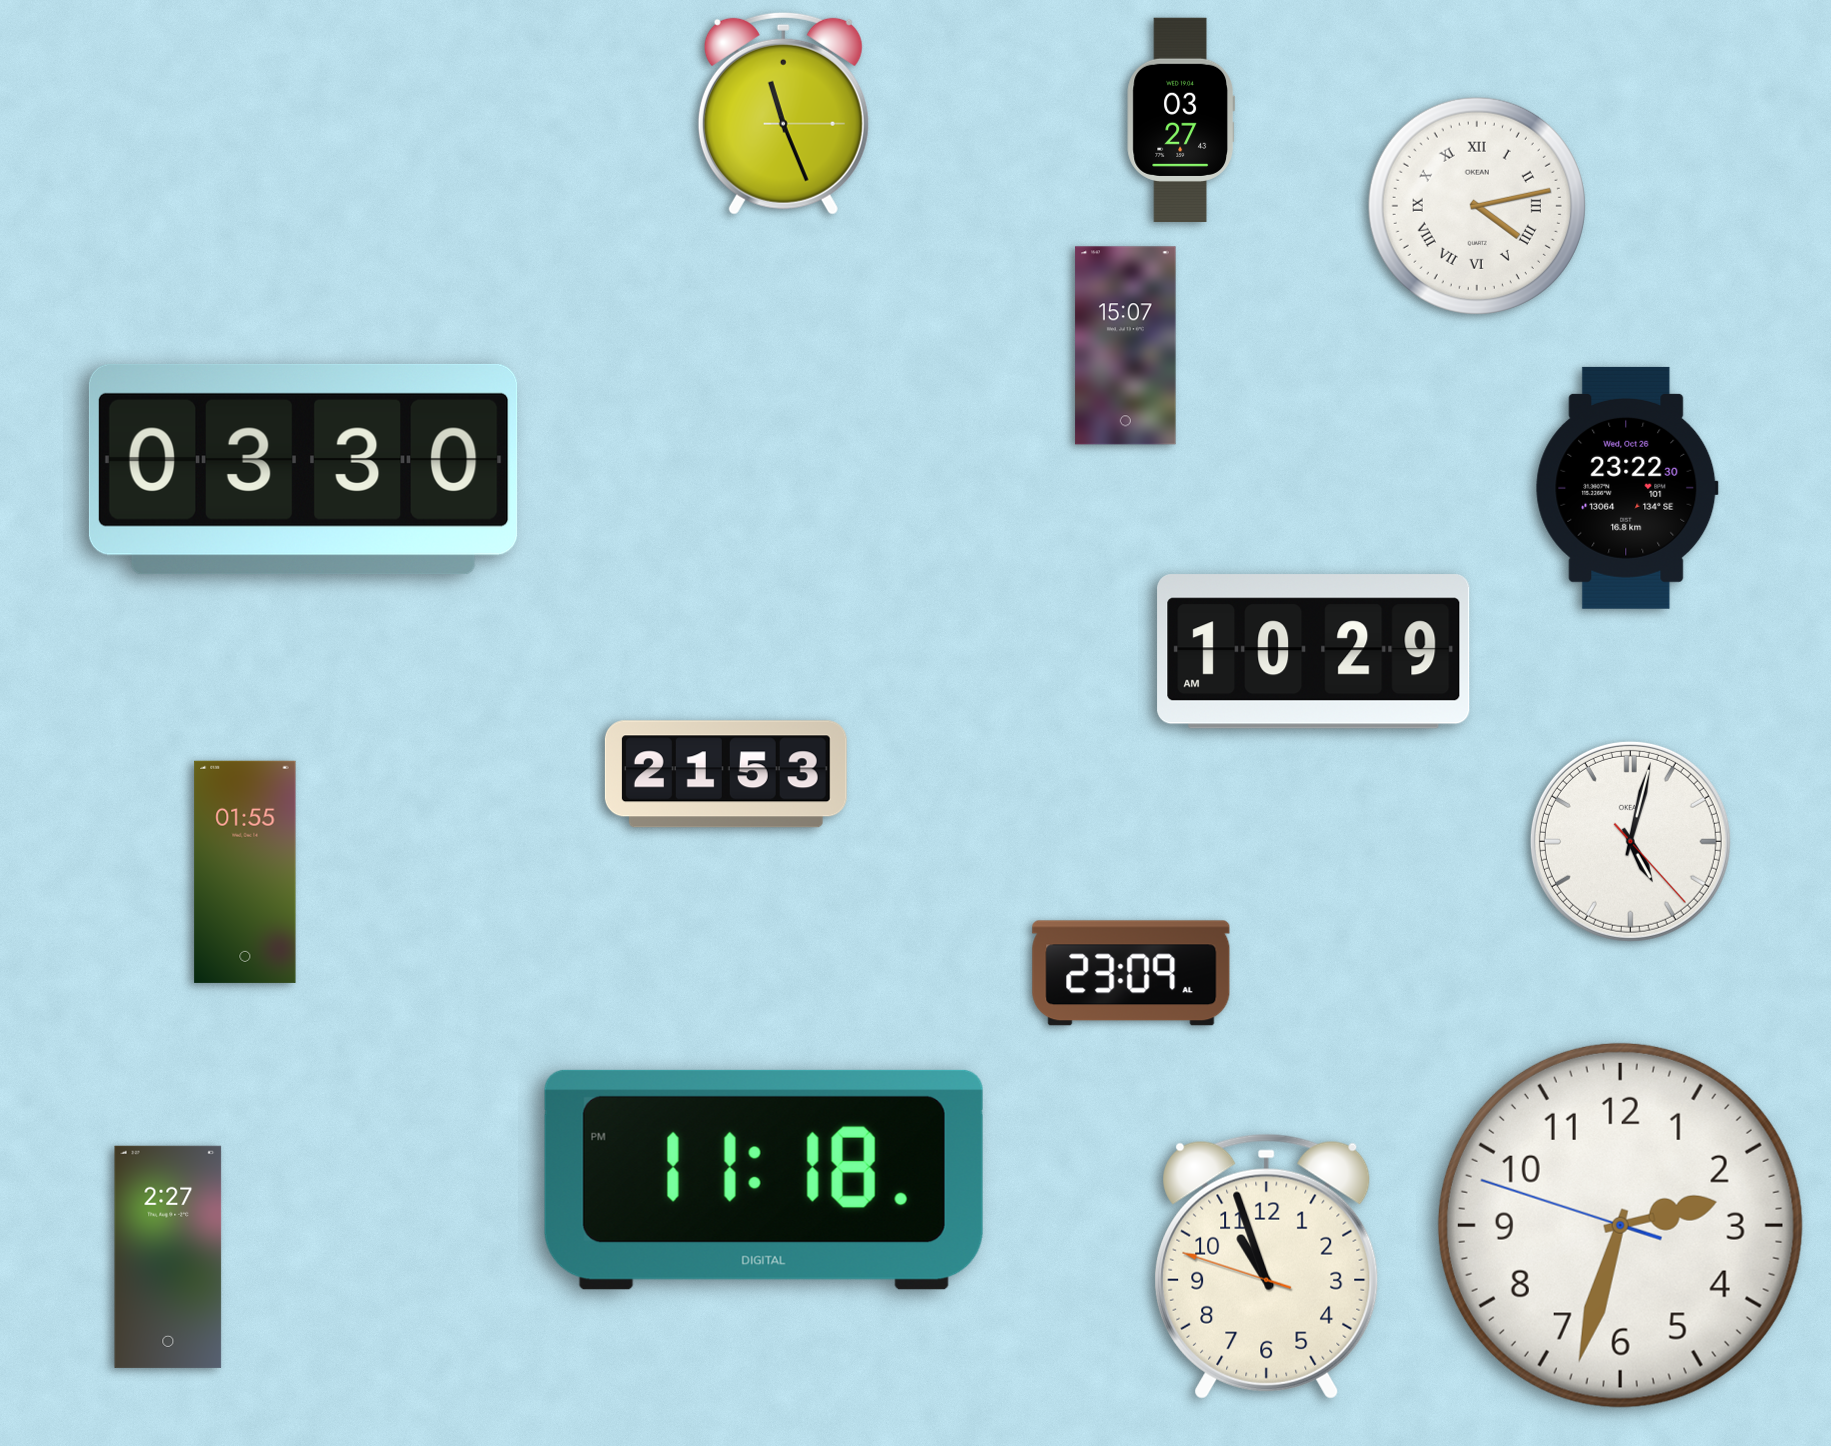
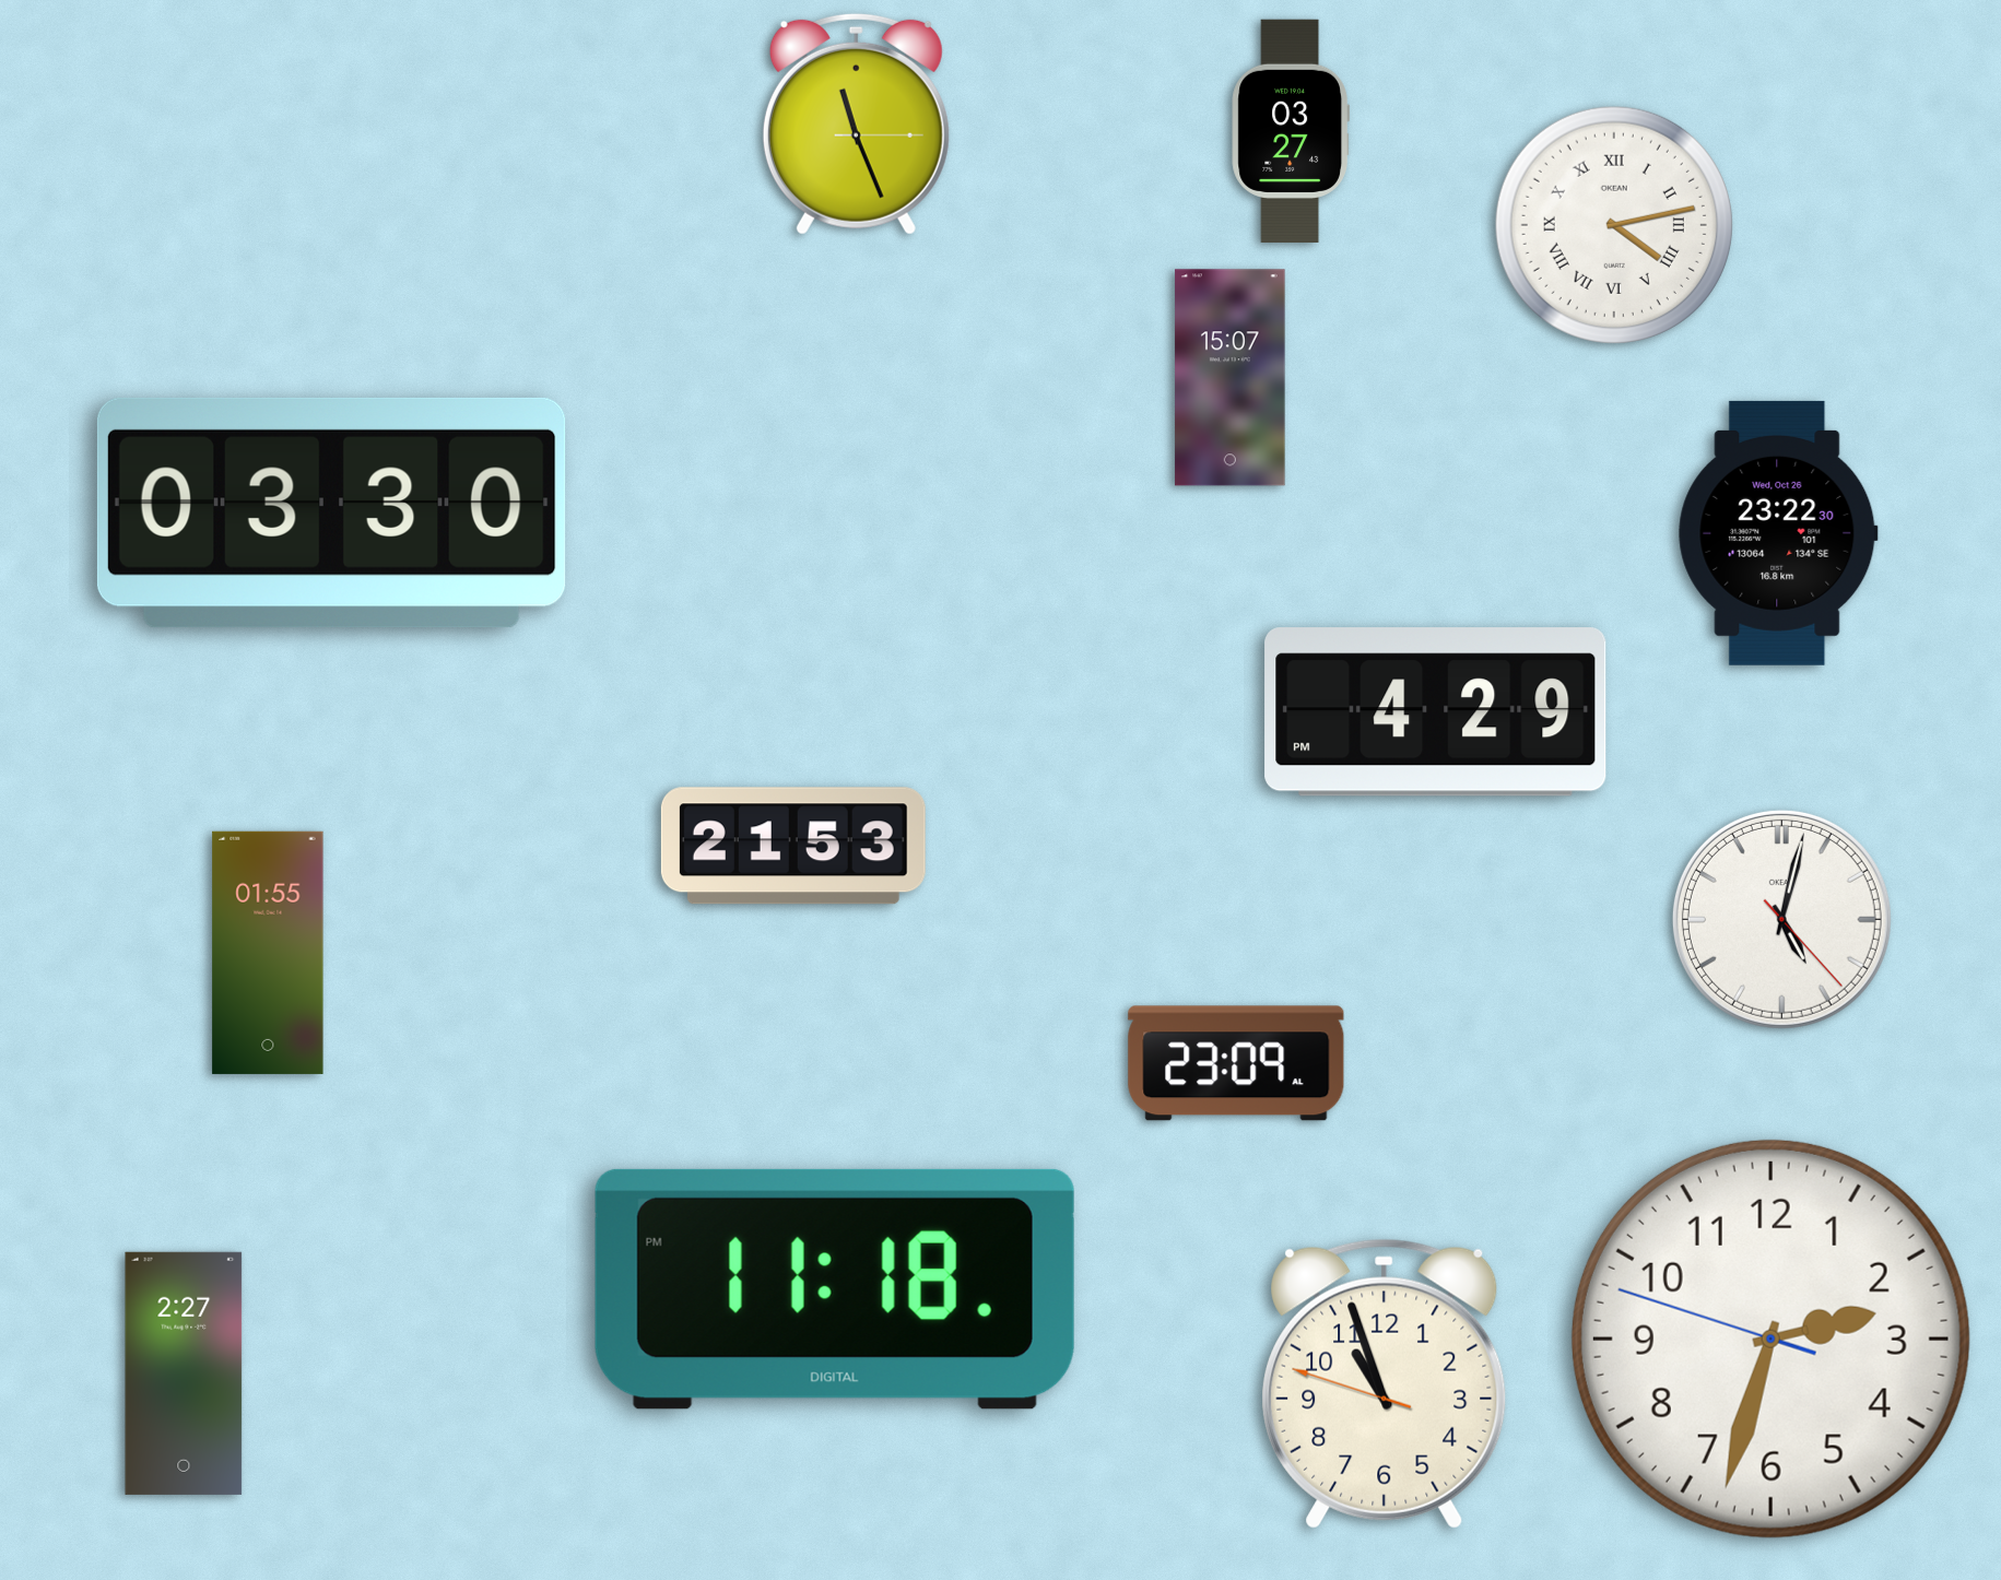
clock at (1314, 652): 10:29 -> 4:29
